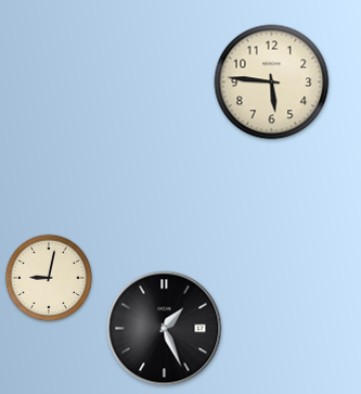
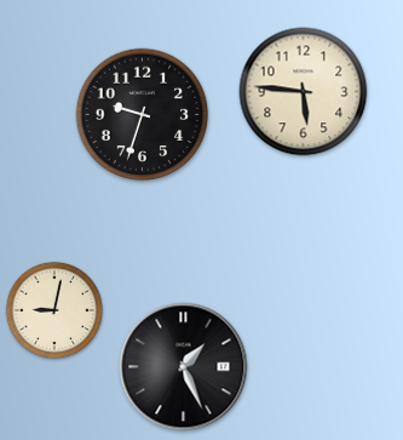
clock at (143, 115): none -> 9:33
